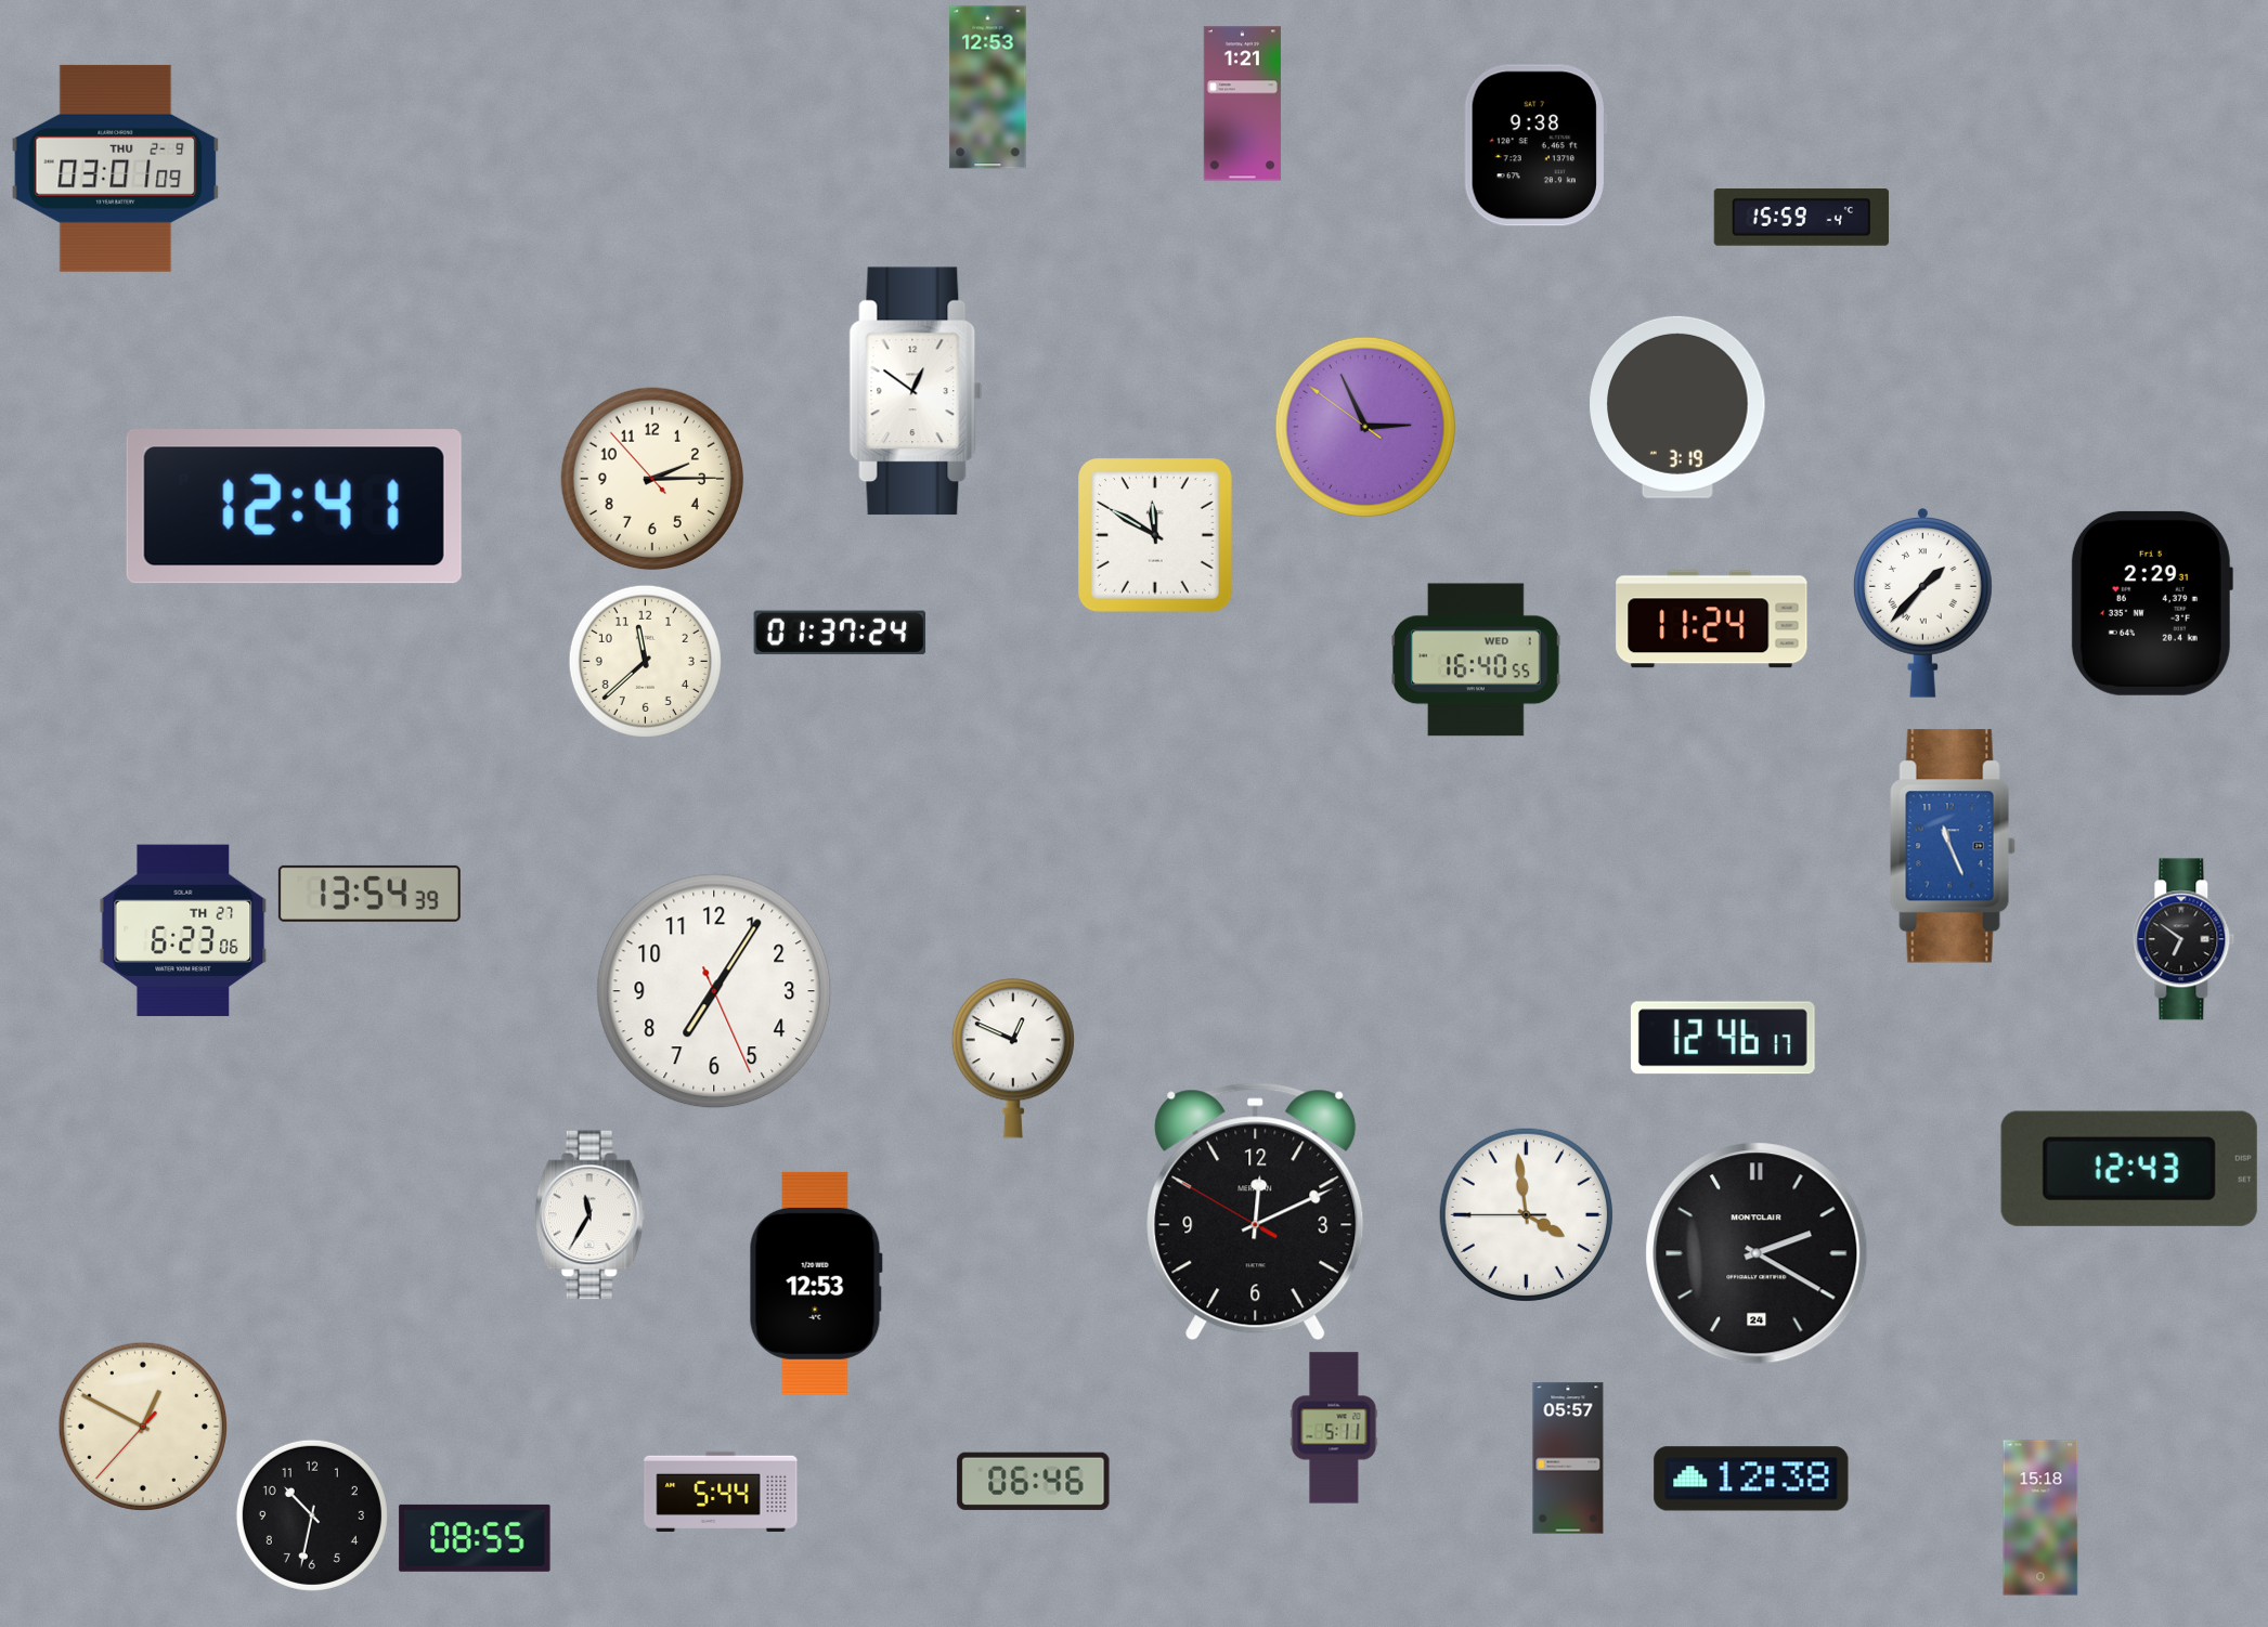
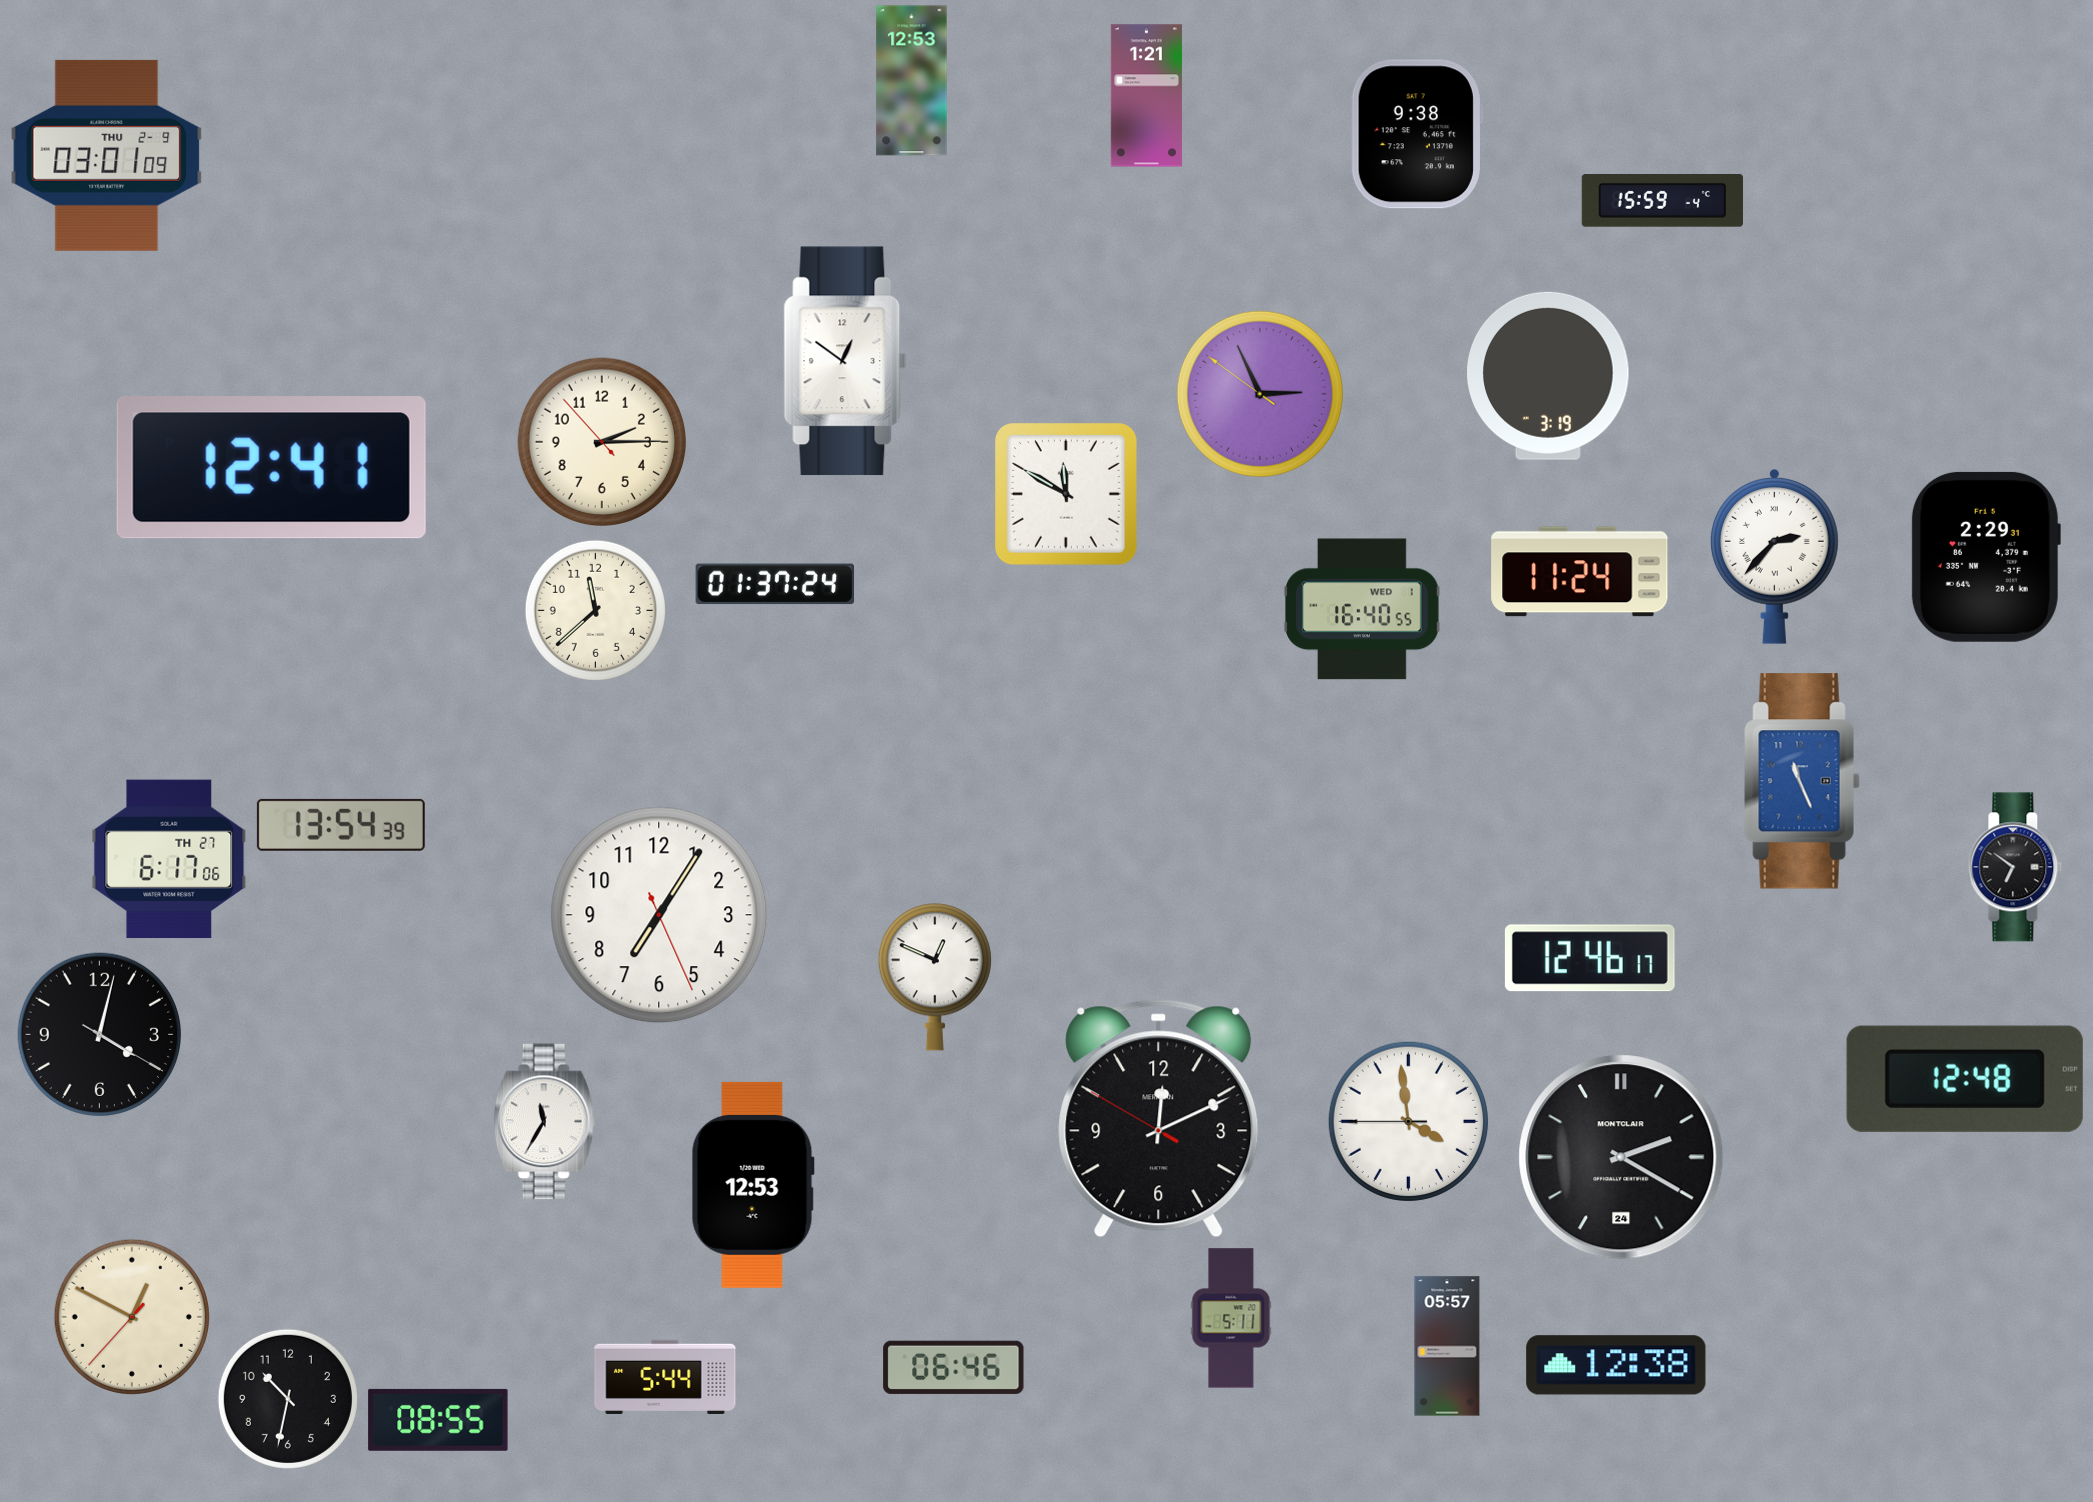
clock at (1922, 603): 1:37 -> 2:37
clock at (183, 930): 6:23 -> 6:17
clock at (99, 1034): none -> 4:02
clock at (2129, 1169): 12:43 -> 12:48
clock at (2040, 1518): 15:18 -> none
